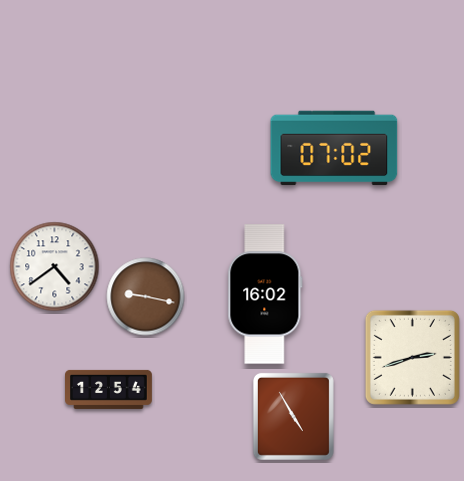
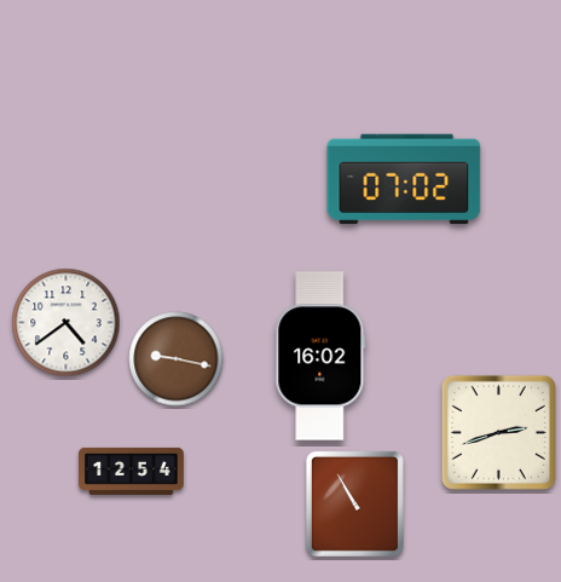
clock at (293, 416): 4:55 -> 10:55
